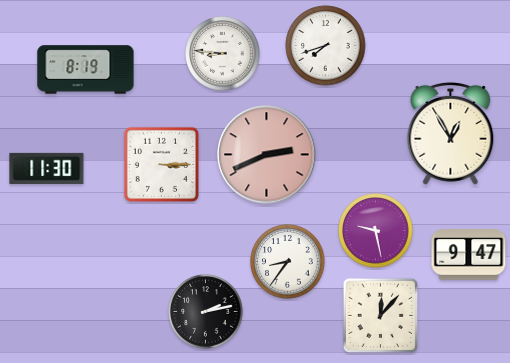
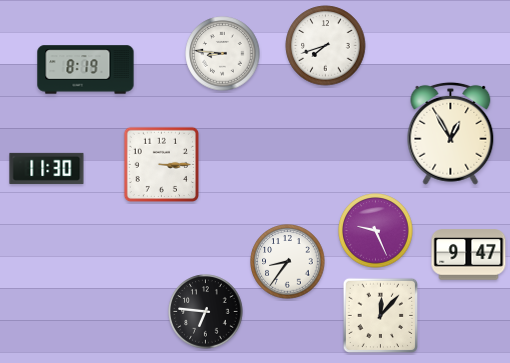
clock at (267, 155): 2:41 -> none
clock at (376, 231): 9:28 -> 9:26
clock at (206, 312): 2:13 -> 6:46
